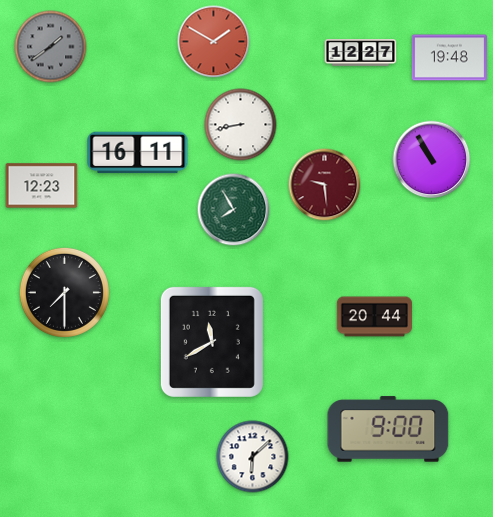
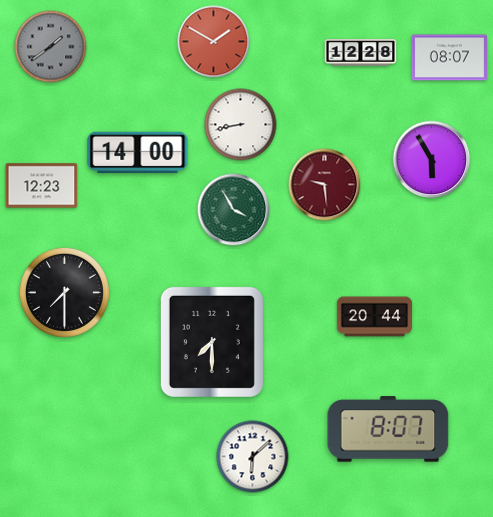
clock at (361, 53): 12:27 -> 12:28
clock at (449, 58): 19:48 -> 08:07
clock at (138, 153): 16:11 -> 14:00
clock at (432, 160): 10:55 -> 5:55
clock at (234, 210): 7:55 -> 3:55
clock at (212, 342): 11:40 -> 7:30
clock at (388, 429): 9:00 -> 8:07
